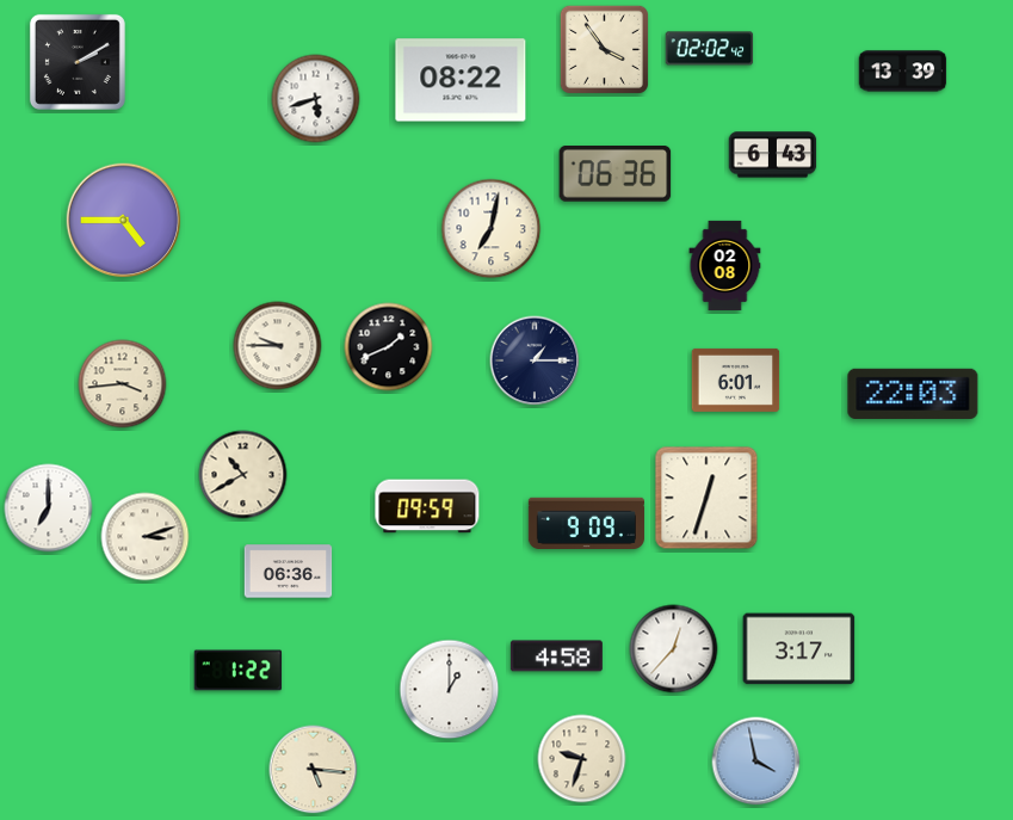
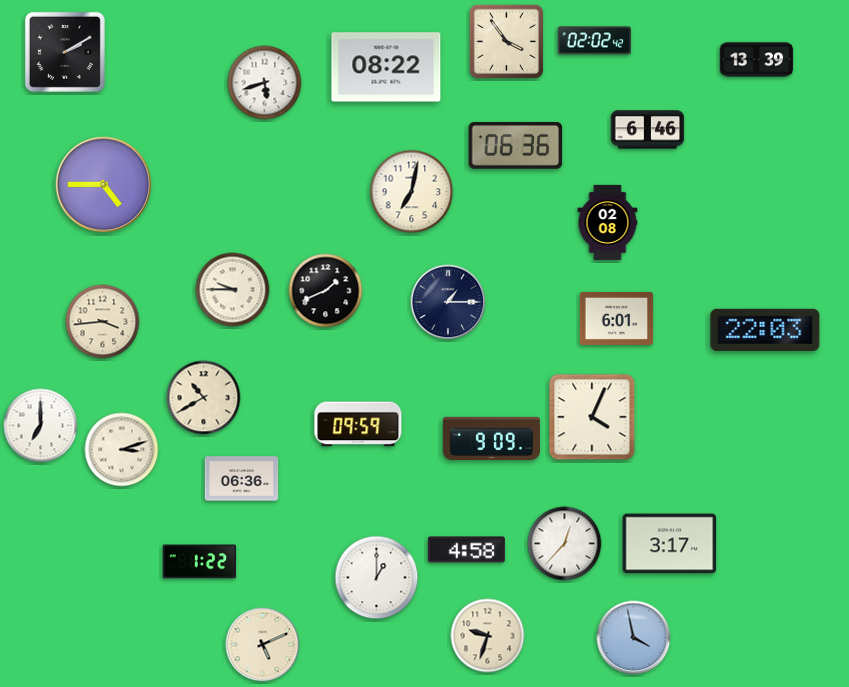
clock at (773, 155): 6:43 -> 6:46
clock at (706, 498): 12:33 -> 4:04
clock at (314, 770): 5:16 -> 5:11
